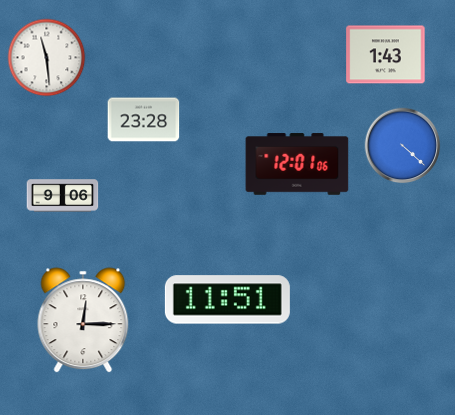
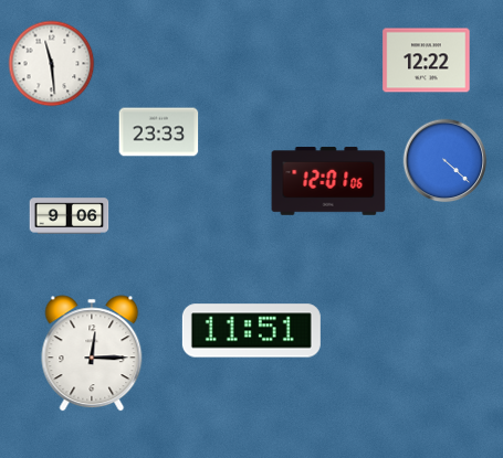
clock at (386, 55): 1:43 -> 12:22
clock at (144, 120): 23:28 -> 23:33
